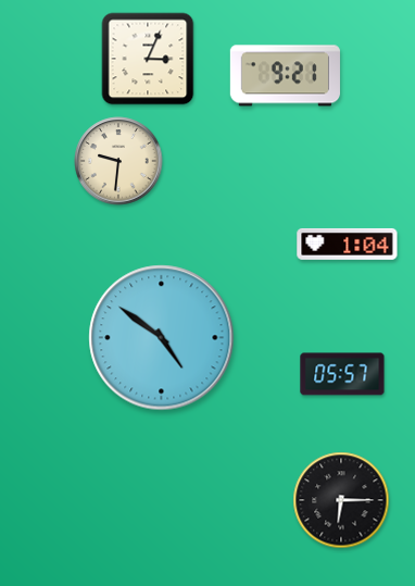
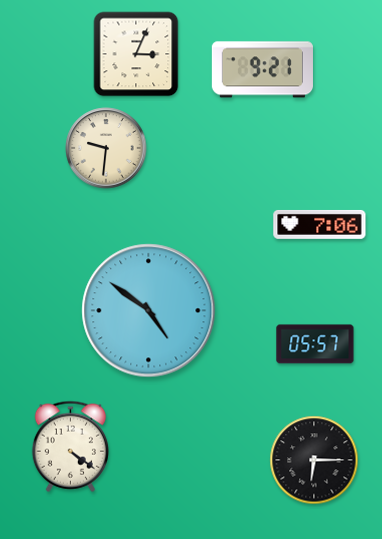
clock at (118, 161) position: (118, 161) -> (106, 148)
clock at (348, 244): 1:04 -> 7:06
clock at (70, 446): none -> 4:21
